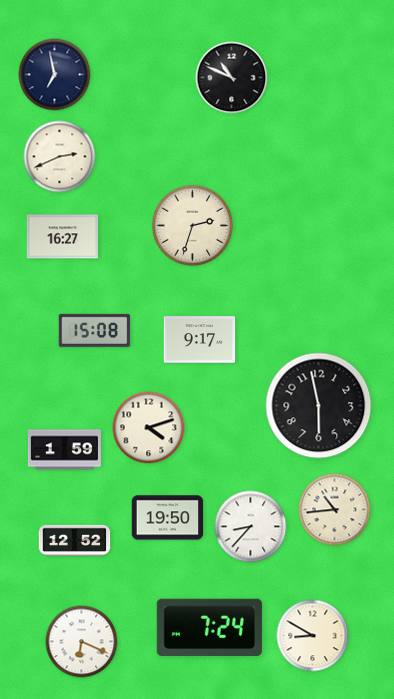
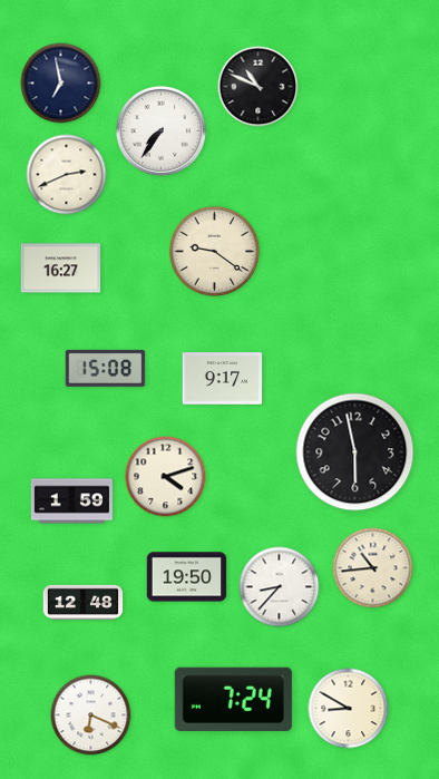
clock at (160, 130): none -> 7:36
clock at (192, 225): 2:33 -> 9:21
clock at (63, 237) position: (63, 237) -> (61, 269)
clock at (75, 540): 12:52 -> 12:48
